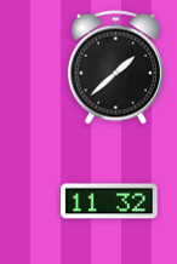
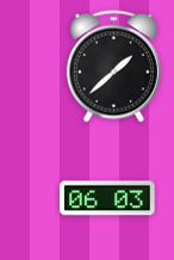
clock at (109, 201): 11:32 -> 06:03
